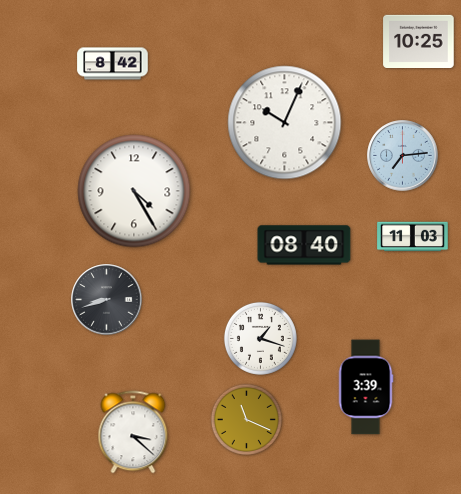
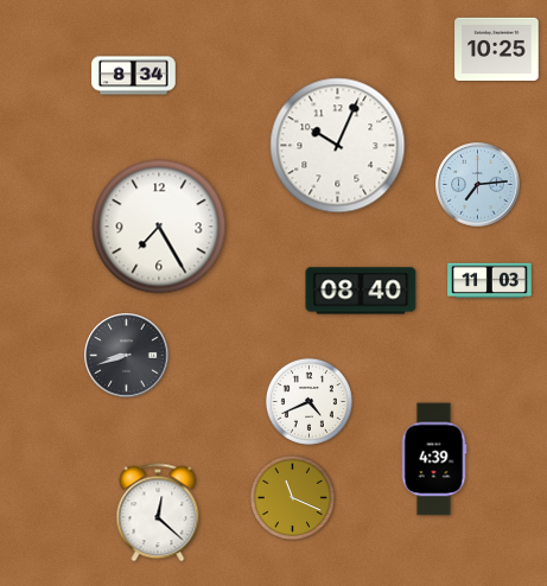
clock at (113, 64): 8:42 -> 8:34
clock at (134, 191): 4:25 -> 7:25
clock at (260, 338): 1:18 -> 4:41
clock at (366, 387): 3:39 -> 4:39
clock at (133, 432): 3:22 -> 12:22
